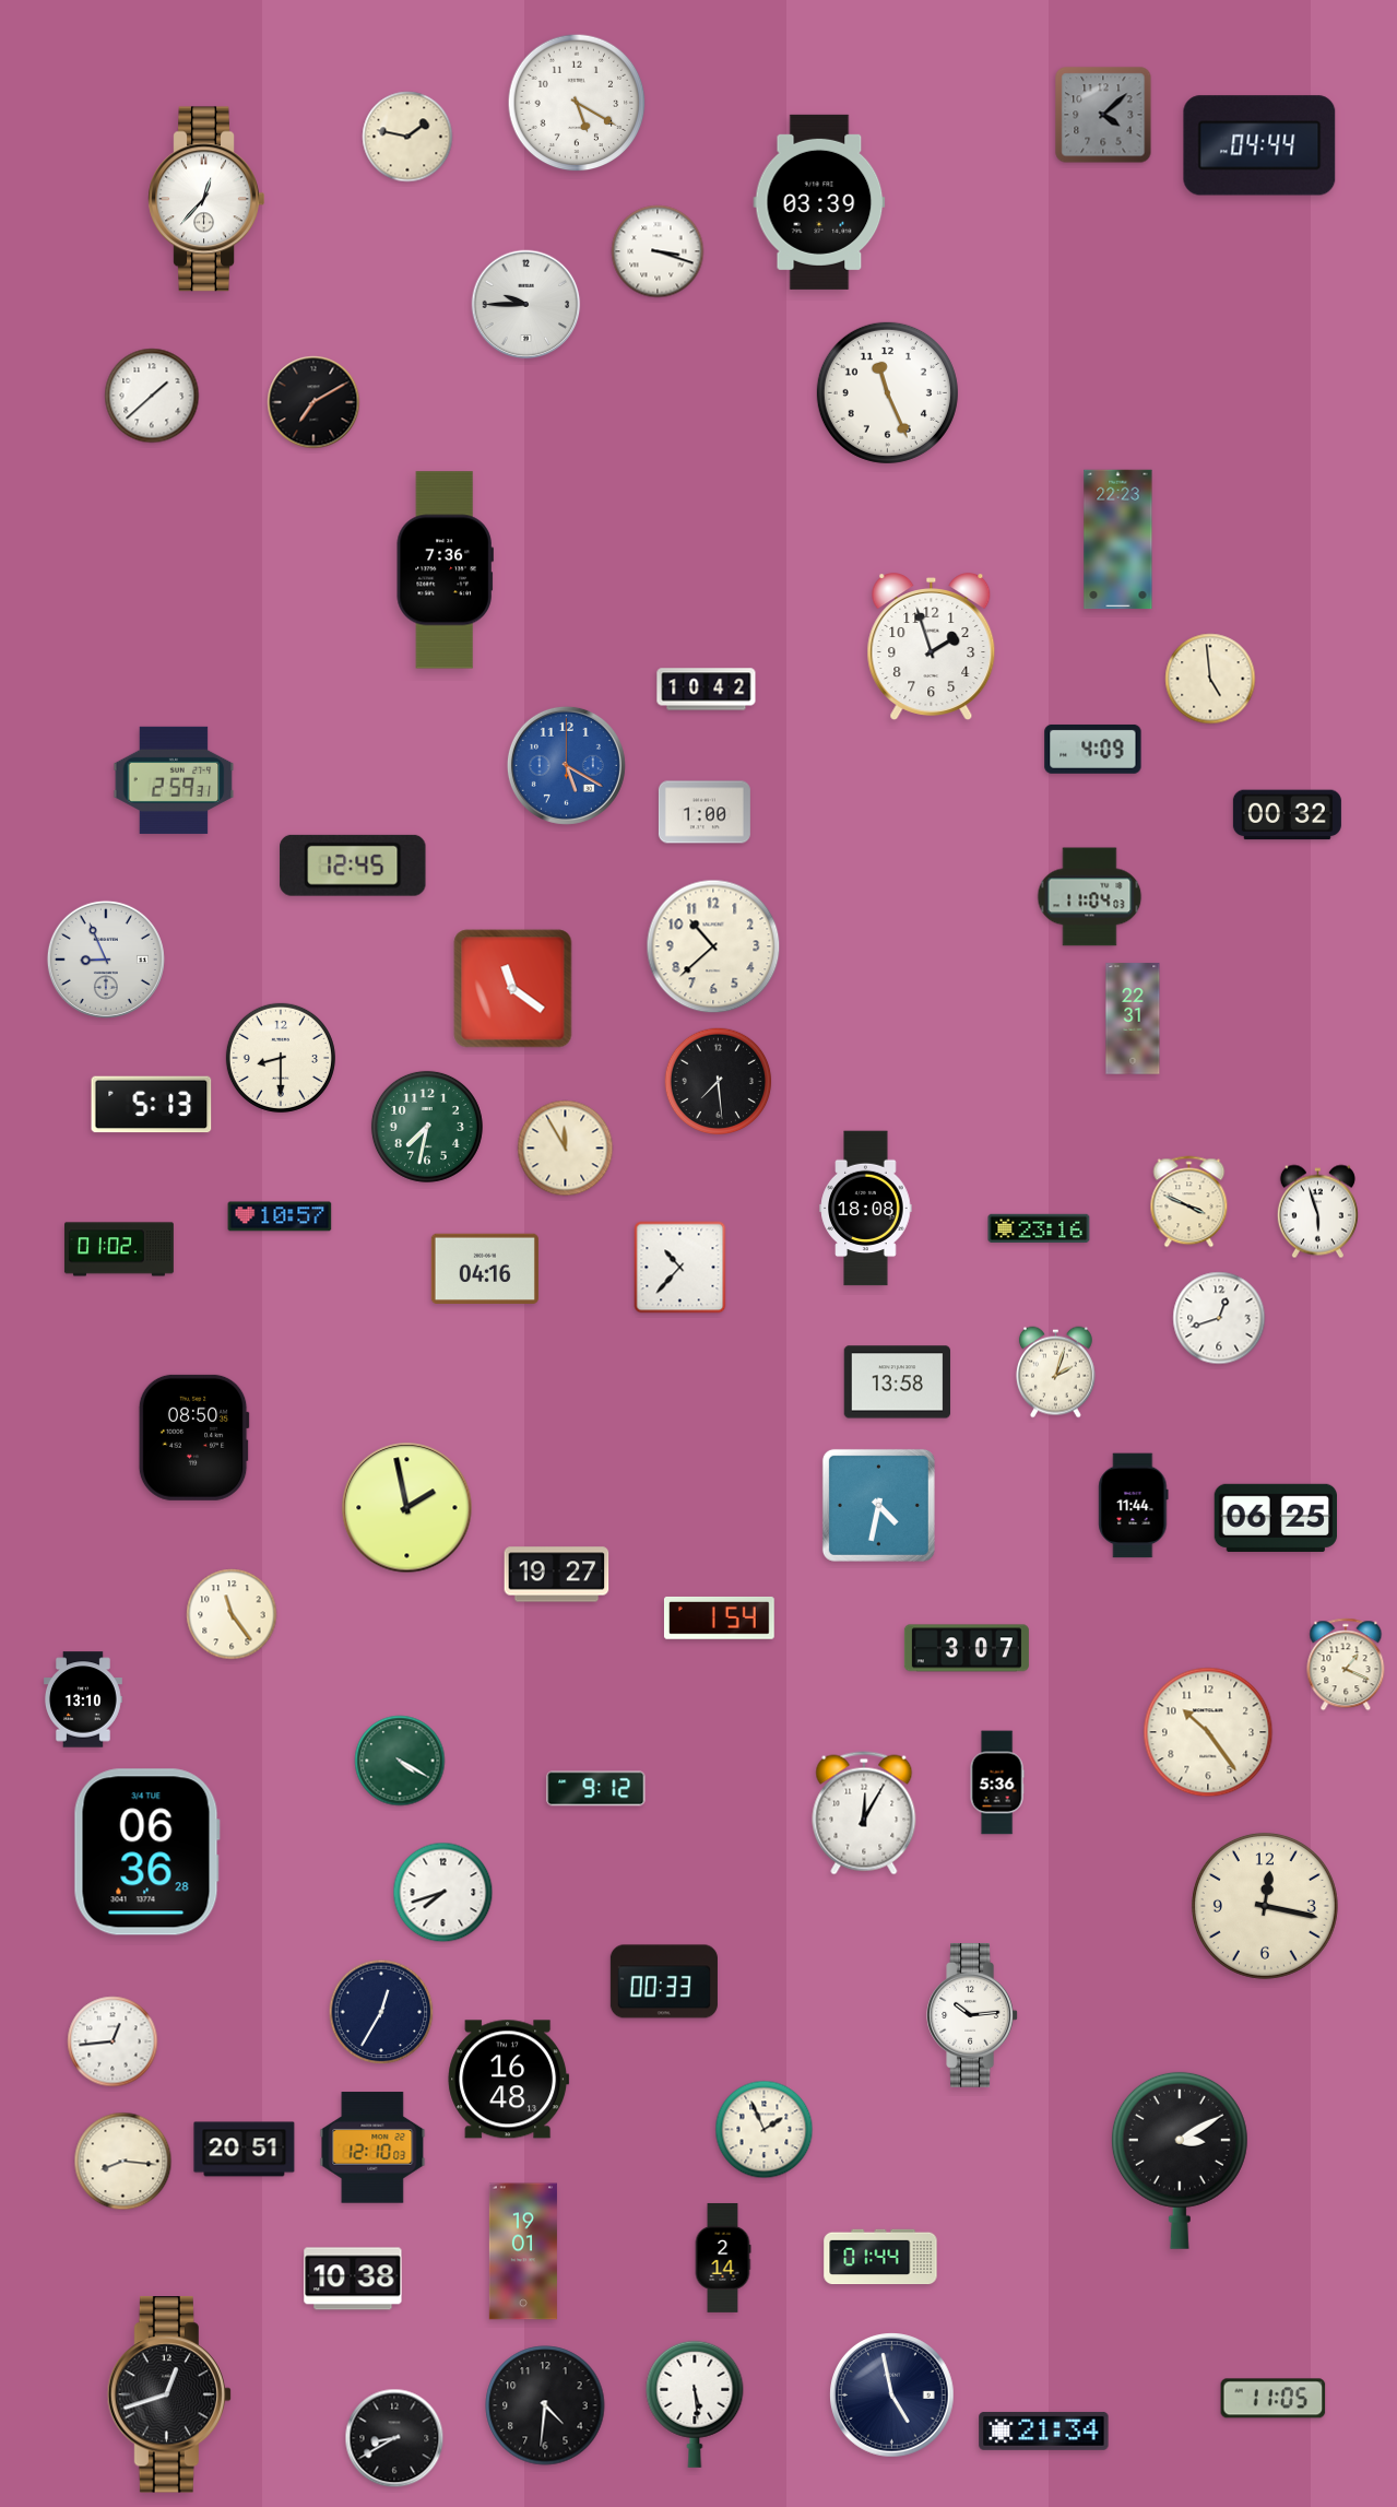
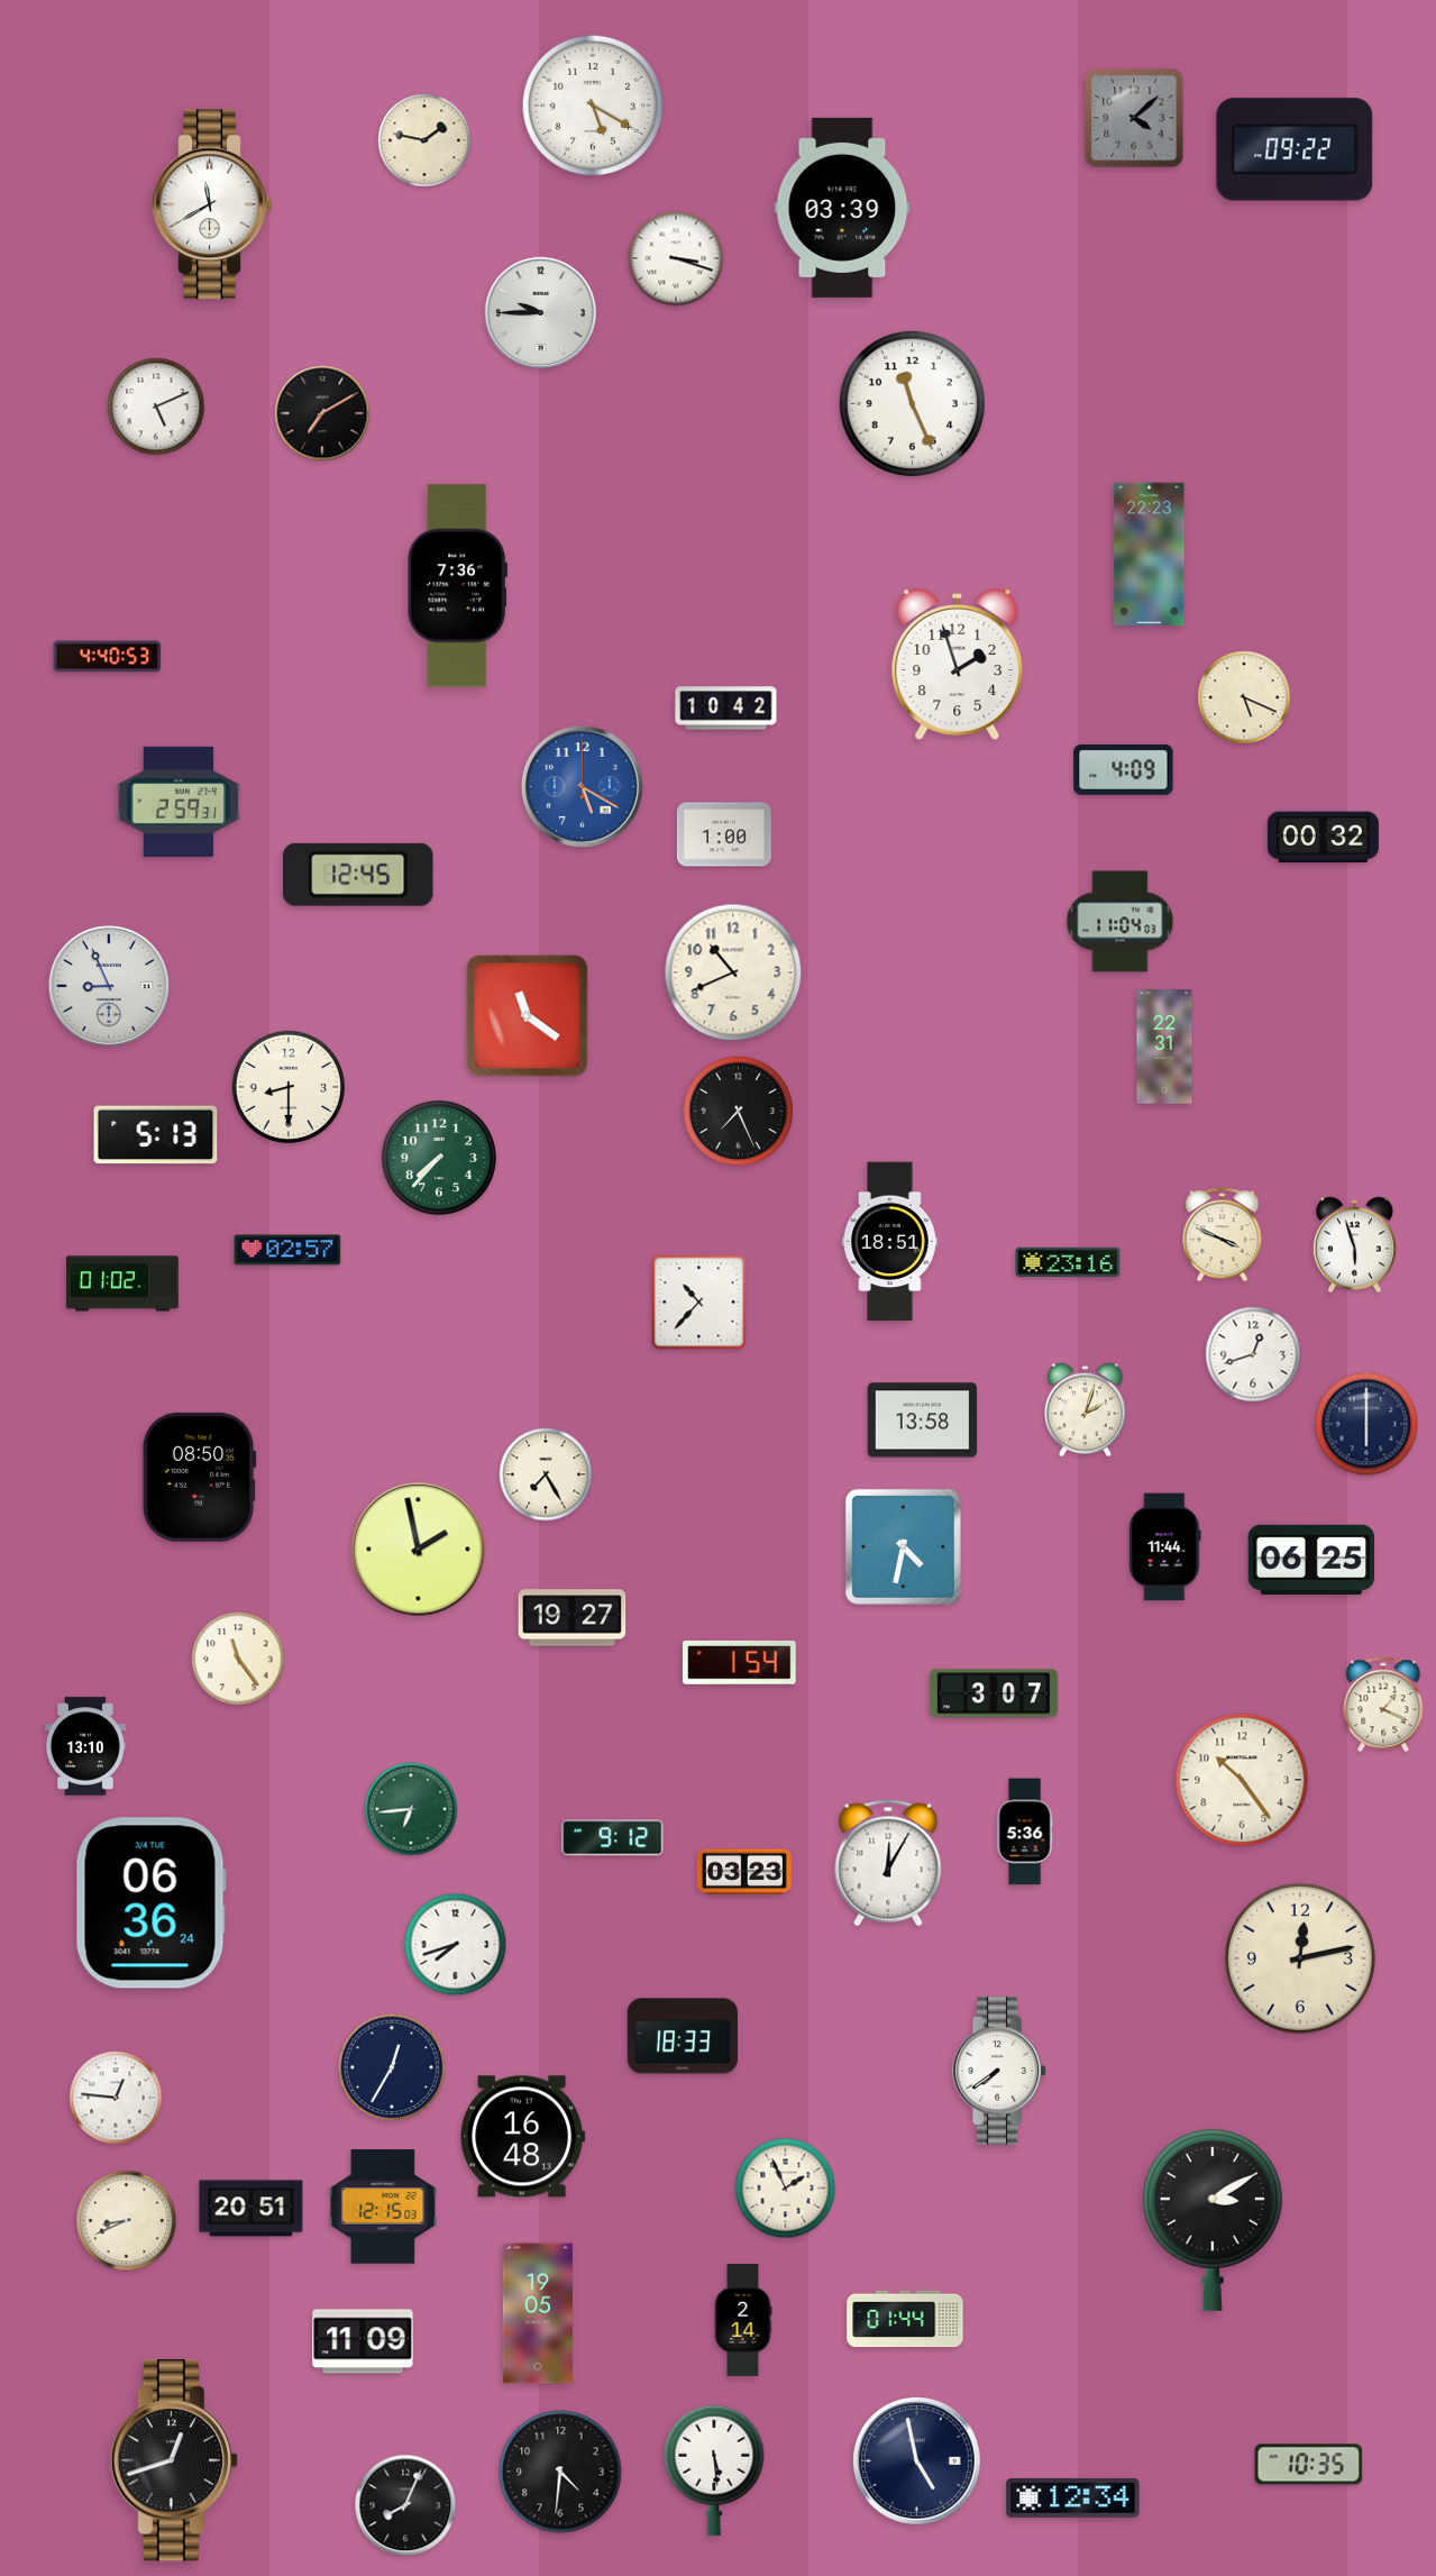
clock at (407, 137) position: (407, 137) -> (424, 140)
clock at (1259, 145): 04:44 -> 09:22
clock at (206, 199): 12:37 -> 11:40
clock at (152, 396): 1:38 -> 5:11
clock at (108, 657): none -> 4:40
clock at (1210, 679): 4:59 -> 5:19
clock at (354, 866) position: (354, 866) -> (359, 875)
clock at (713, 946): 10:38 -> 10:41
clock at (719, 1082): 7:29 -> 7:26
clock at (427, 1127): 7:32 -> 7:37
clock at (566, 1149): 11:55 -> none
clock at (866, 1209): 18:08 -> 18:51
clock at (280, 1216): 10:57 -> 02:57
clock at (485, 1268): 04:16 -> none
clock at (1366, 1424): none -> 6:00
clock at (546, 1474): none -> 7:25
clock at (1346, 1664) position: (1346, 1664) -> (1383, 1705)
clock at (400, 1761): 4:20 -> 6:44
clock at (744, 1872): none -> 03:23
clock at (146, 1852): 06:36:28 -> 06:36:24
clock at (1265, 1906): 12:17 -> 12:13
clock at (664, 1981): 00:33 -> 18:33
clock at (972, 2016): 10:14 -> 7:39
clock at (113, 2041): 12:44 -> 12:46
clock at (372, 2147): 12:10 -> 12:15
clock at (123, 2162): 8:16 -> 8:41
clock at (523, 2251): 19:01 -> 19:05
clock at (353, 2279): 10:38 -> 11:09
clock at (1274, 2399): 11:05 -> 10:35
clock at (1044, 2431): 21:34 -> 12:34
clock at (394, 2438): 8:40 -> 8:04
